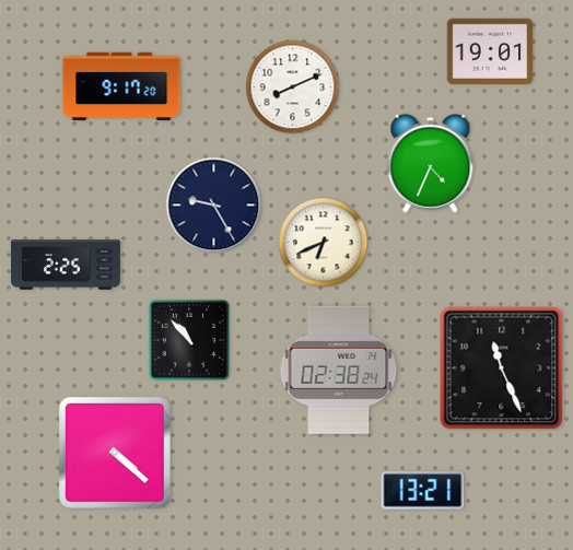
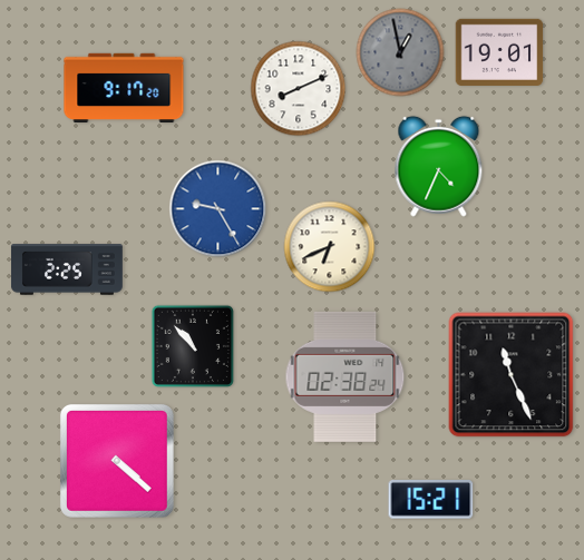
clock at (400, 52): none -> 12:58
clock at (214, 206) dial: navy -> blue
clock at (423, 491): 13:21 -> 15:21
